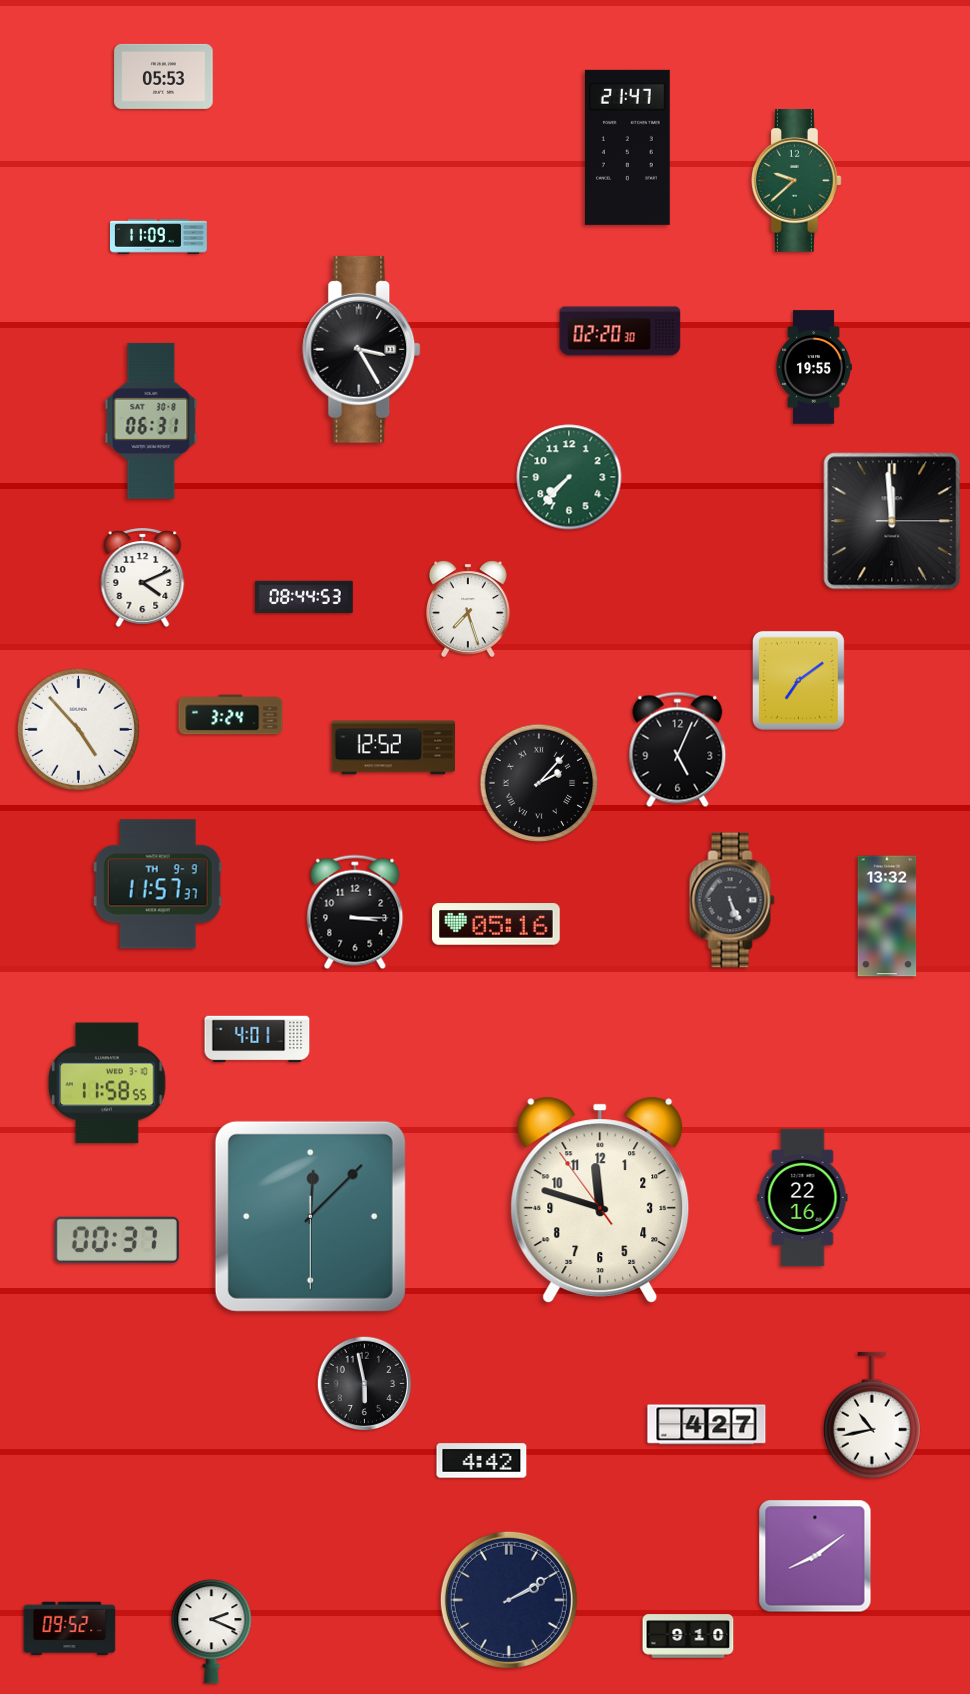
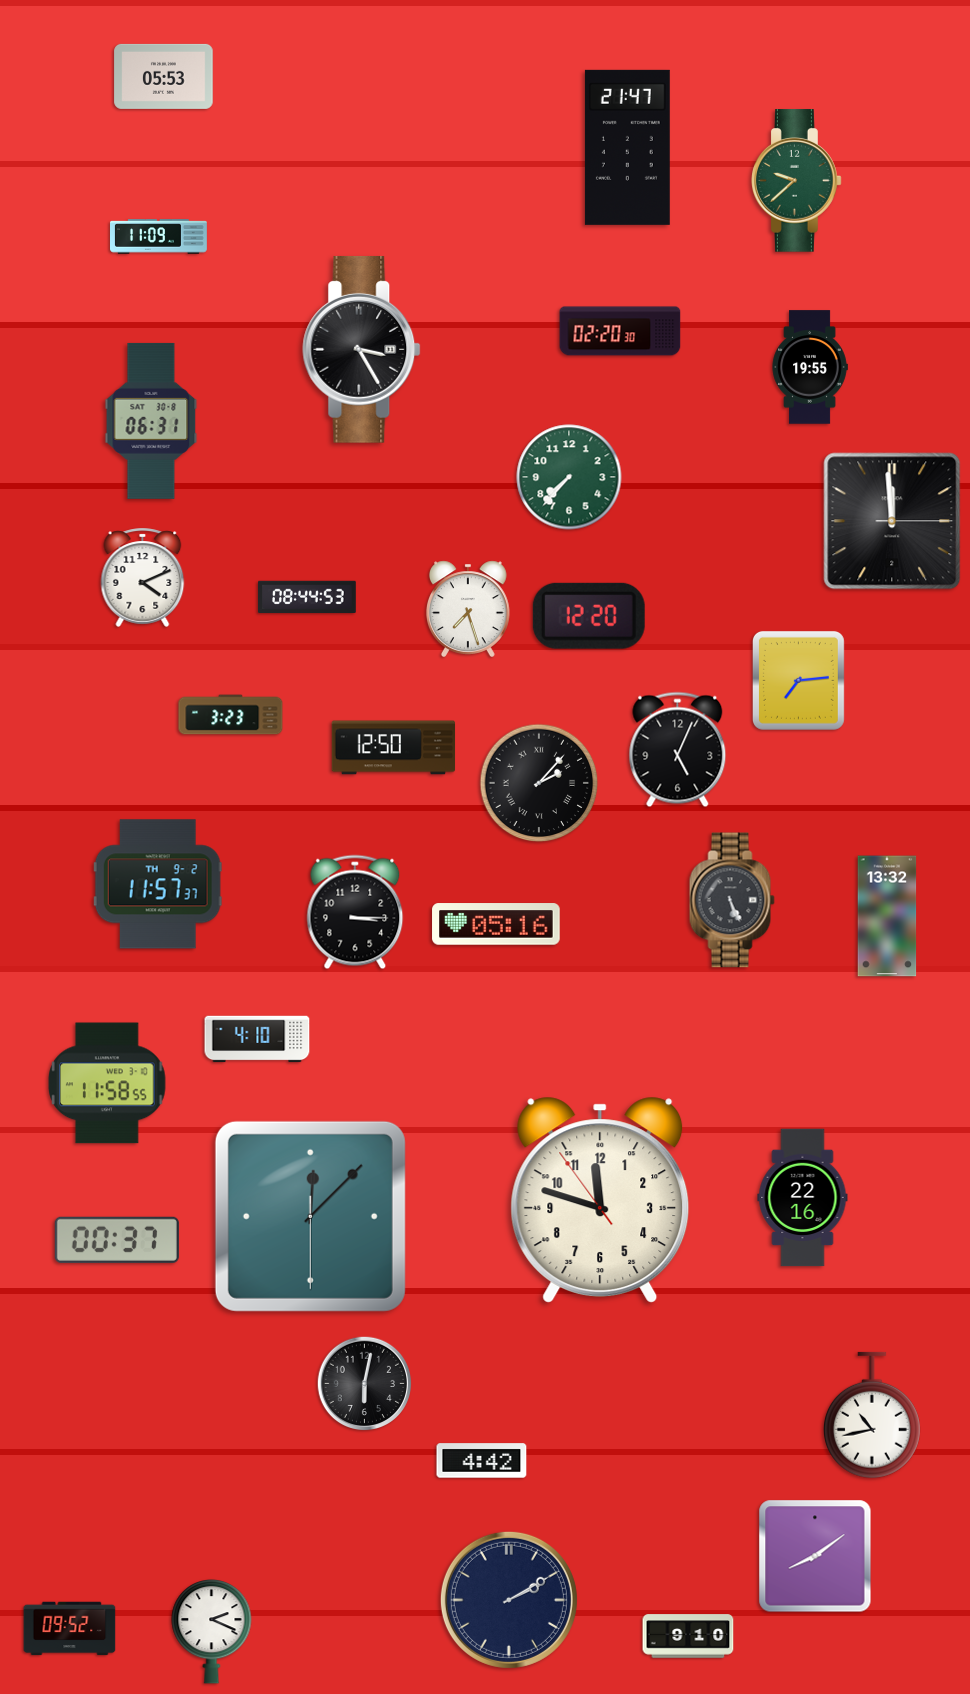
clock at (814, 367) position: (814, 367) -> (810, 367)
clock at (304, 597) position: (304, 597) -> (307, 597)
clock at (589, 616): none -> 12:20
clock at (798, 680): 7:09 -> 7:14
clock at (231, 715): 3:24 -> 3:23
clock at (78, 729): 4:53 -> none
clock at (394, 748): 12:52 -> 12:50
clock at (158, 884) date: TH 9-9 -> TH 9-2
clock at (257, 1039): 4:01 -> 4:10
clock at (365, 1384): 5:58 -> 6:02
clock at (707, 1425): 4:27 -> none
